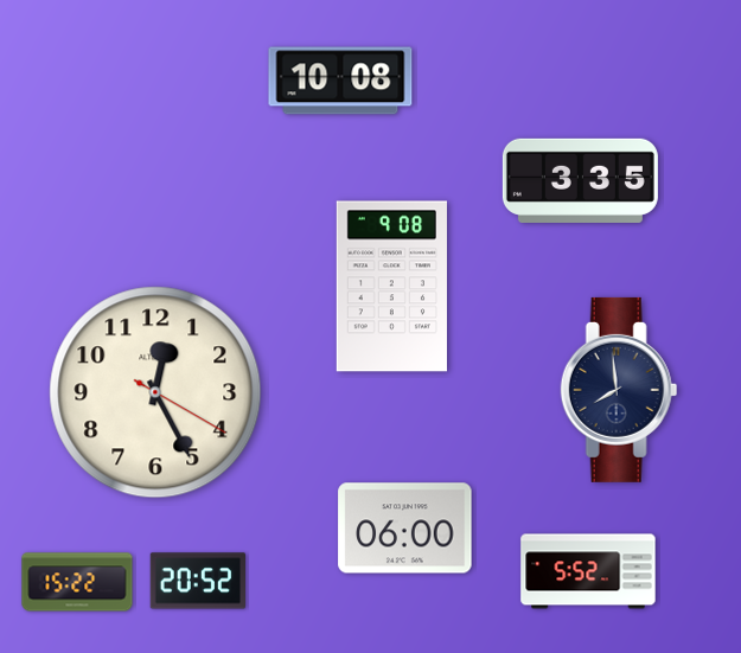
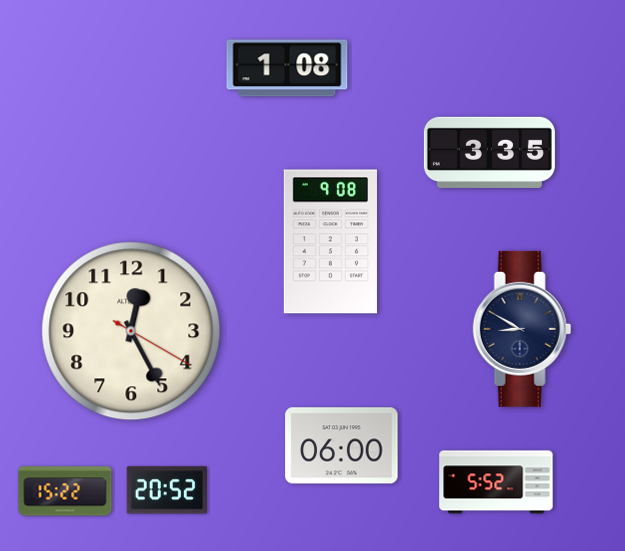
clock at (340, 81): 10:08 -> 1:08
clock at (619, 390): 7:59 -> 8:50
